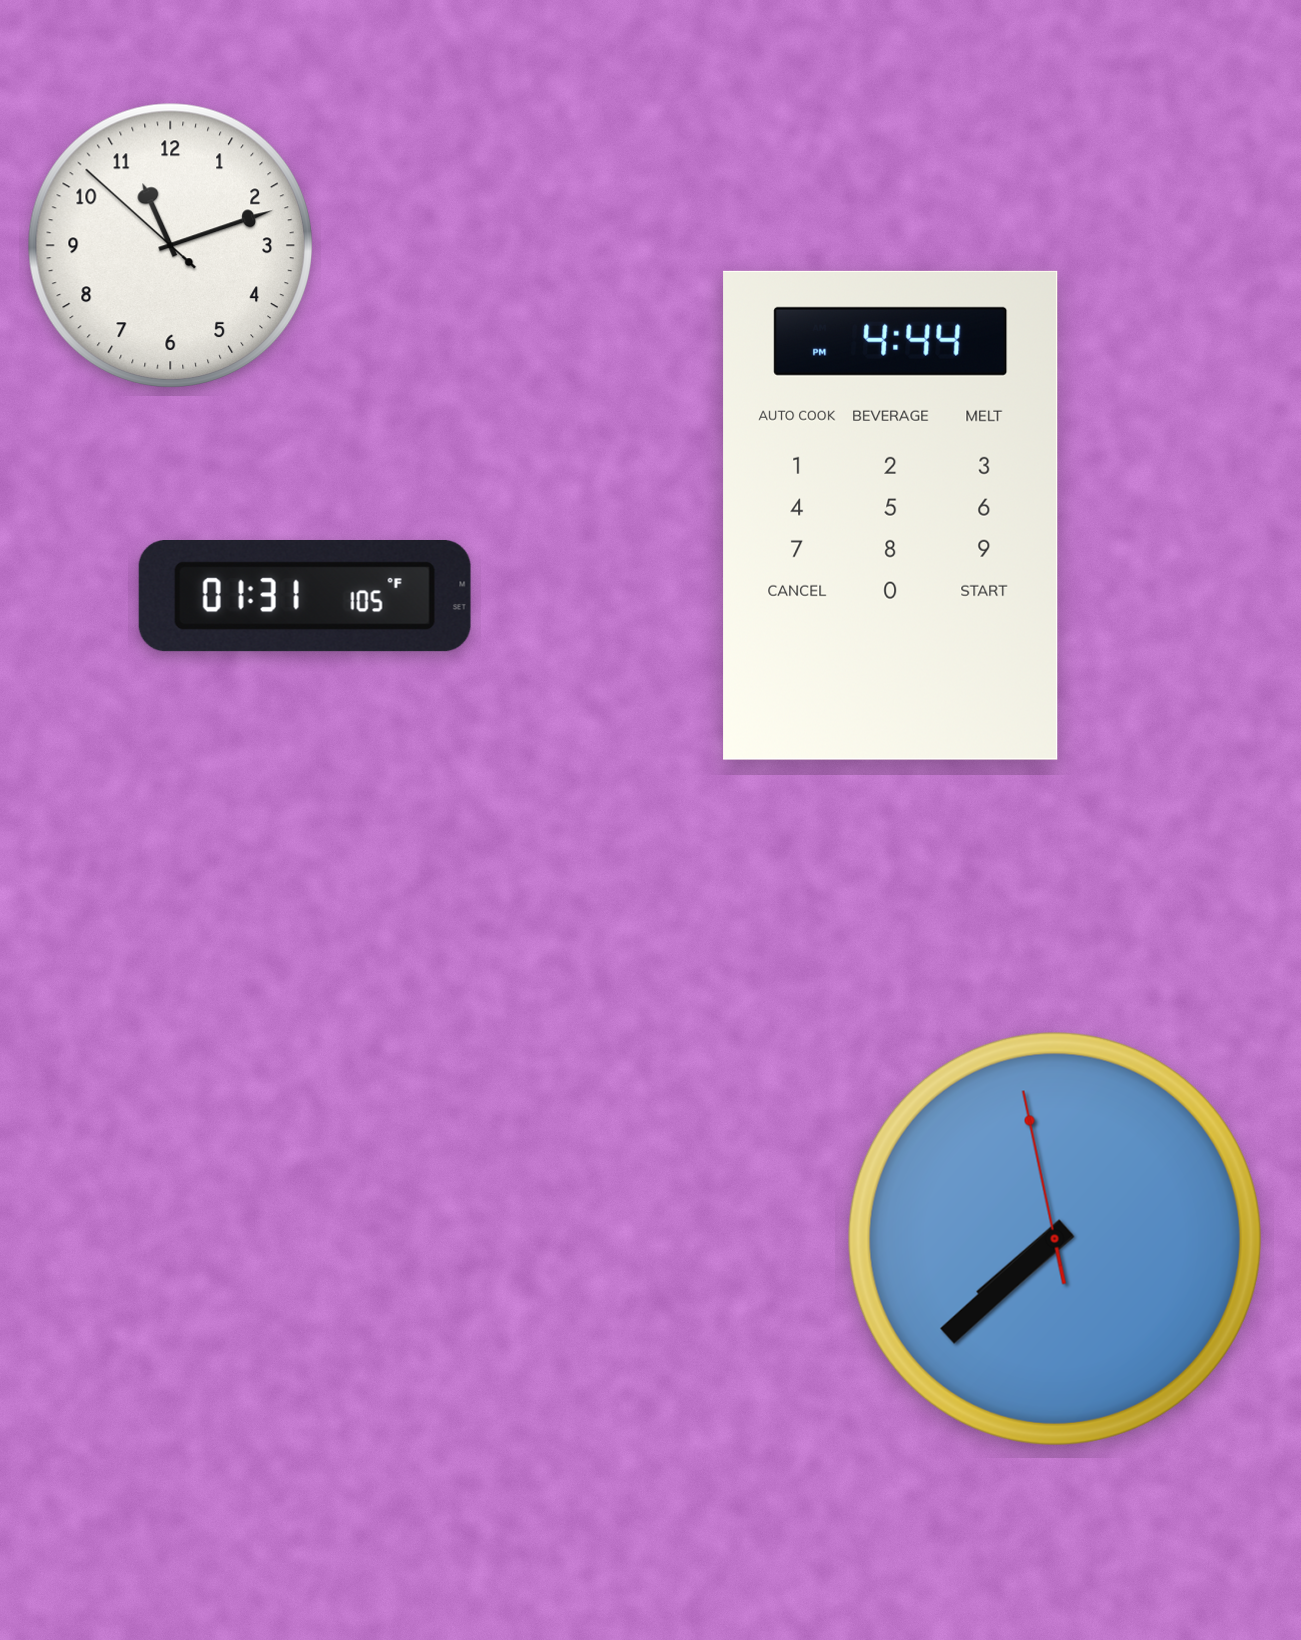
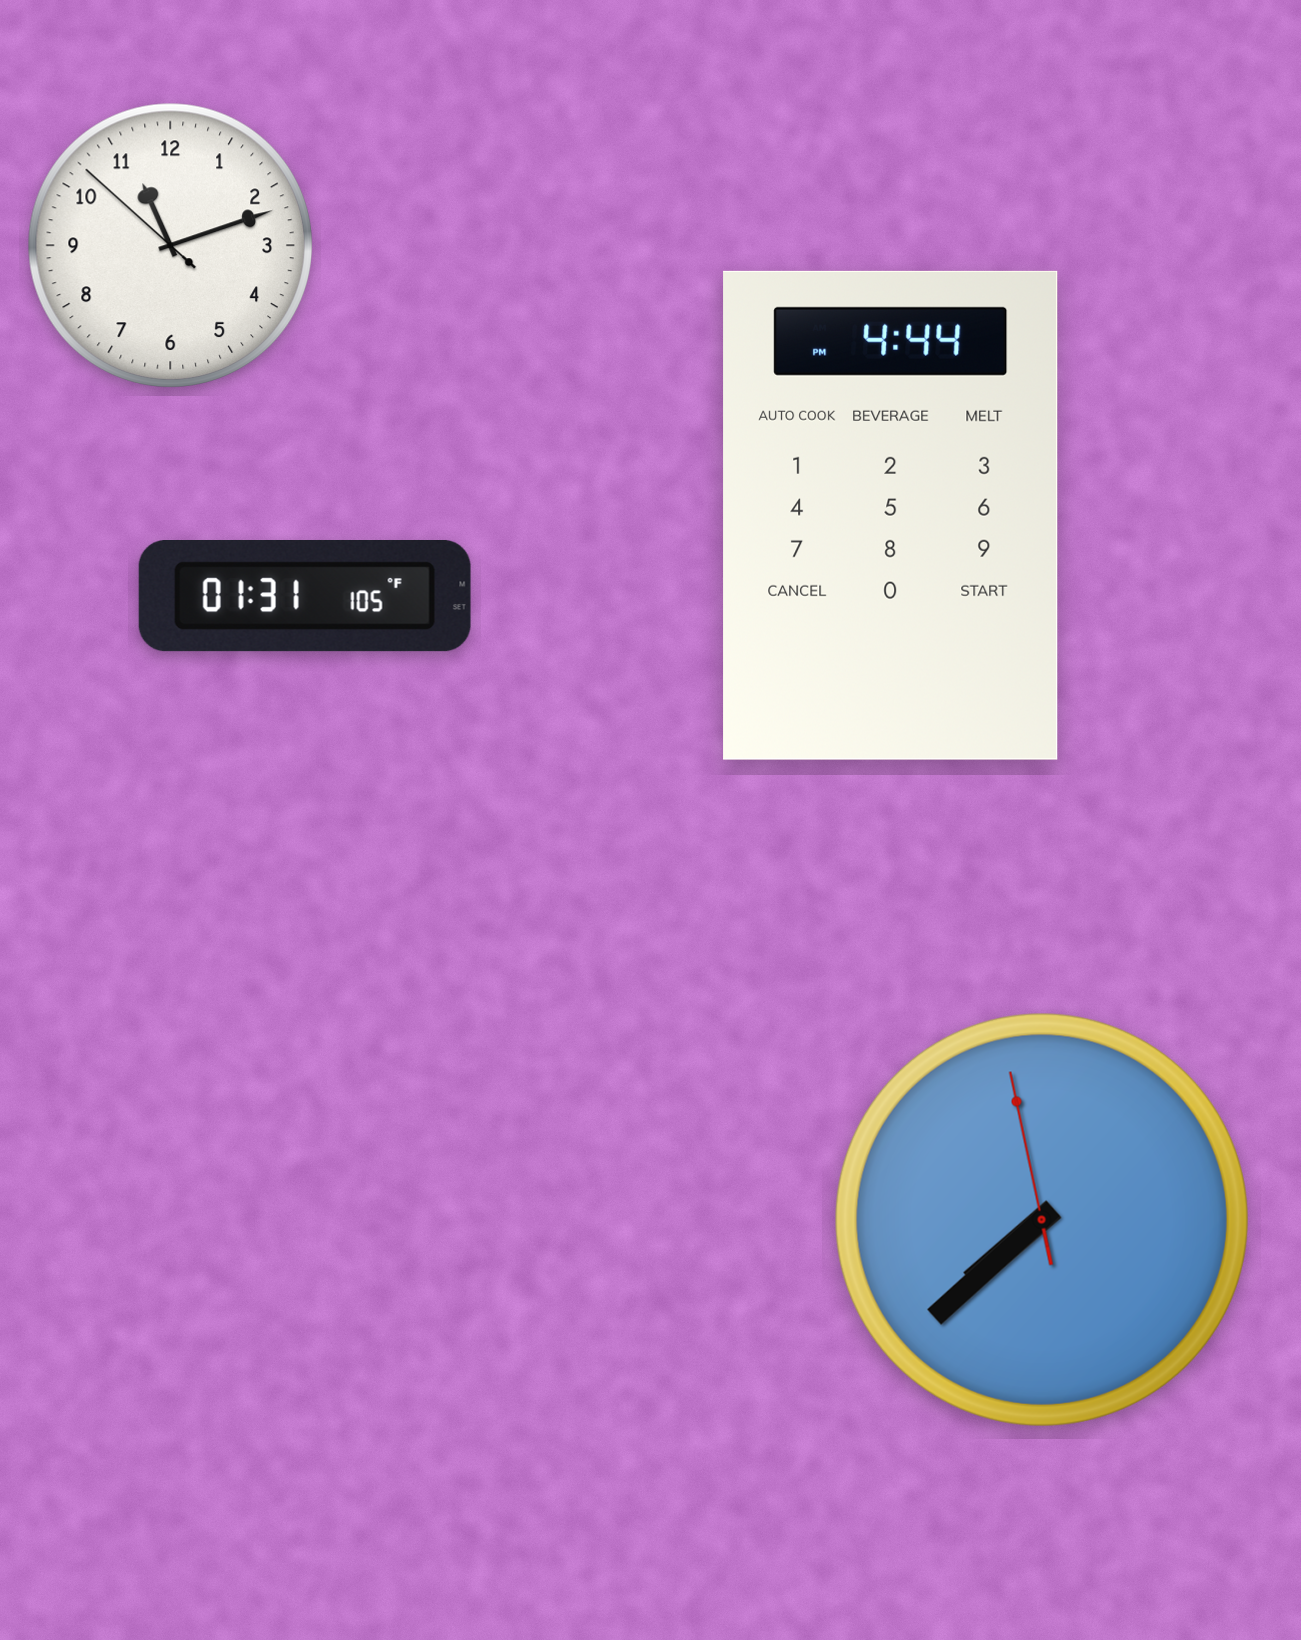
clock at (1055, 1239) position: (1055, 1239) -> (1042, 1220)
